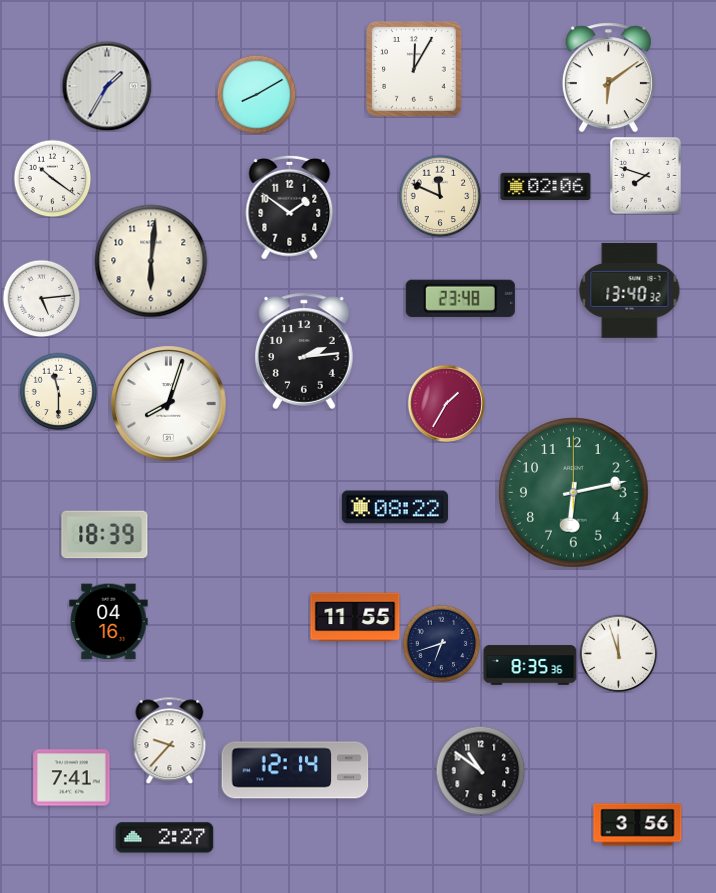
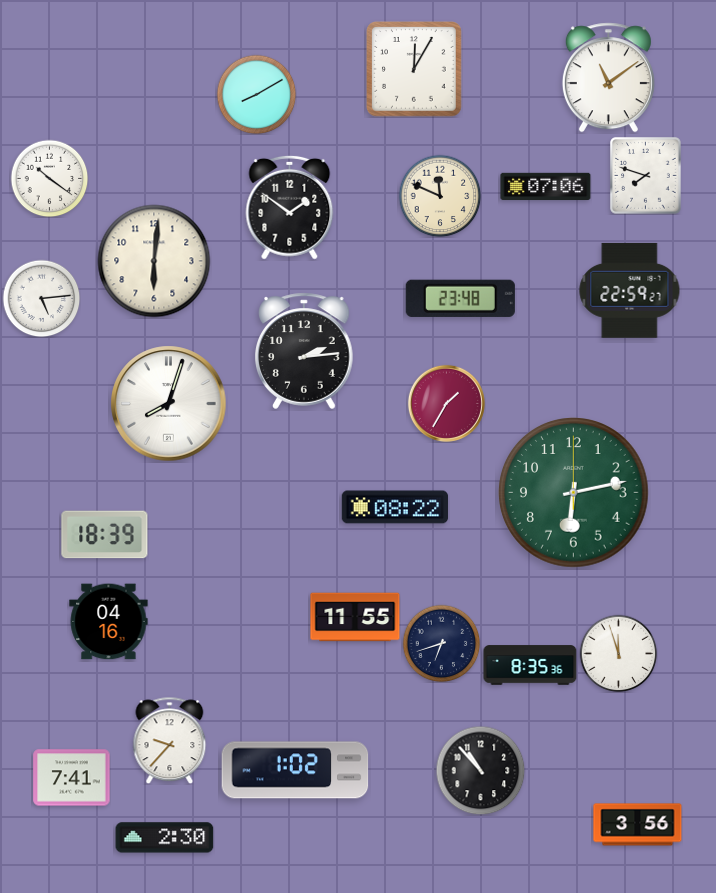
clock at (608, 78): 6:09 -> 11:09
clock at (107, 86): 1:35 -> none
clock at (52, 178) position: (52, 178) -> (49, 178)
clock at (546, 187): 02:06 -> 07:06
clock at (151, 261) position: (151, 261) -> (154, 261)
clock at (630, 290): 13:40 -> 22:59
clock at (58, 391): 11:30 -> none
clock at (295, 770): 12:14 -> 1:02
clock at (480, 770): 10:51 -> 10:53
clock at (165, 838): 2:27 -> 2:30
